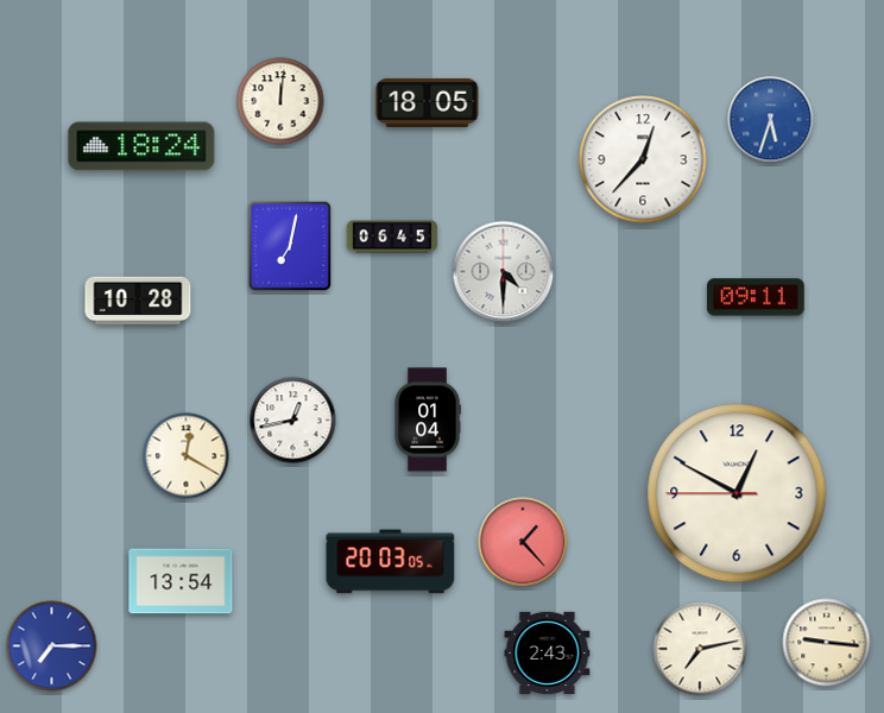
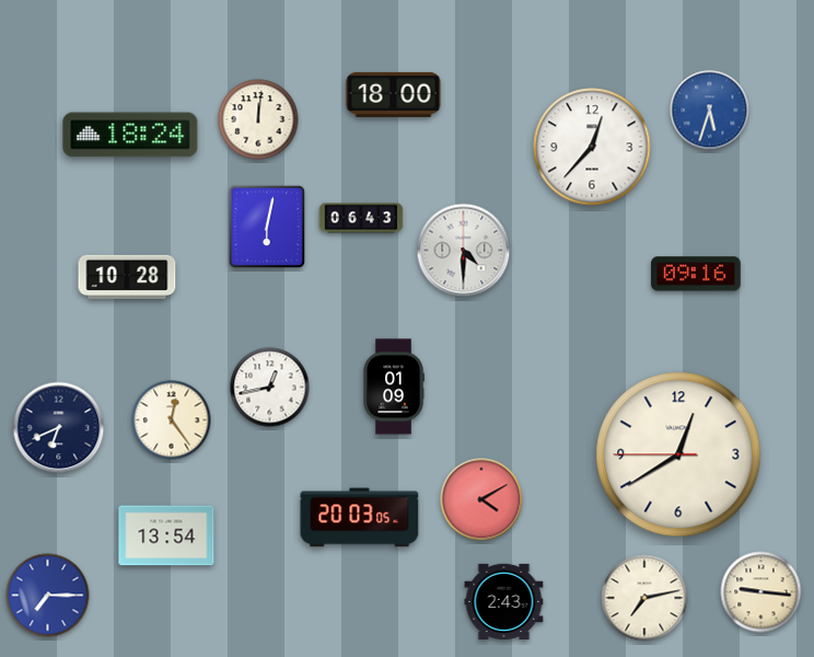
clock at (280, 101) position: (280, 101) -> (258, 119)
clock at (428, 102): 18:05 -> 18:00
clock at (392, 236): 06:45 -> 06:43
clock at (290, 246): 7:02 -> 6:02
clock at (756, 297): 09:11 -> 09:16
clock at (428, 419): 01:04 -> 01:09
clock at (187, 456): 12:20 -> 12:24
clock at (59, 428): none -> 6:41
clock at (737, 493): 12:49 -> 12:39
clock at (523, 542): 1:23 -> 4:10
